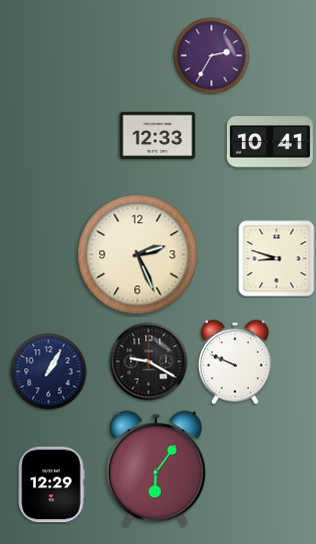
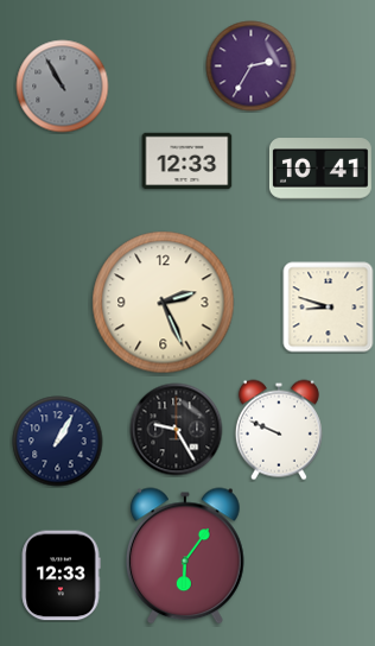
clock at (63, 87): none -> 10:55
clock at (149, 362): 9:20 -> 9:25
clock at (51, 485): 12:29 -> 12:33
